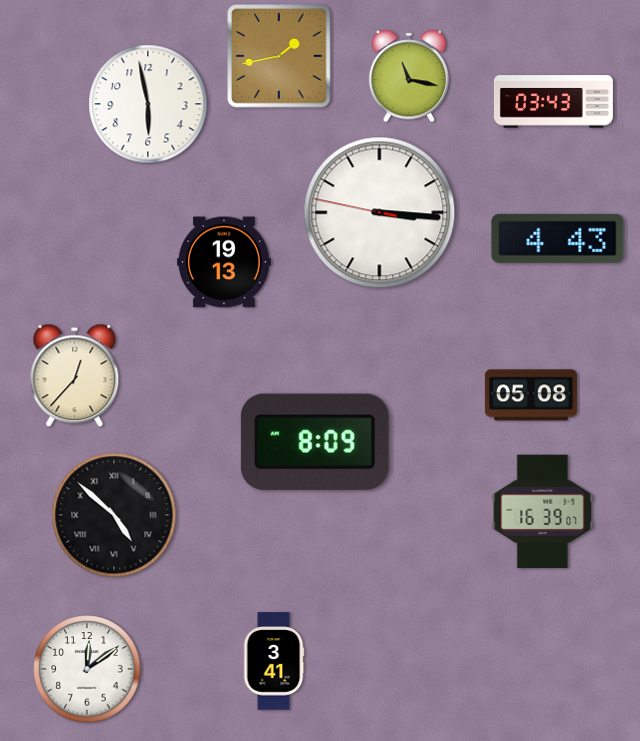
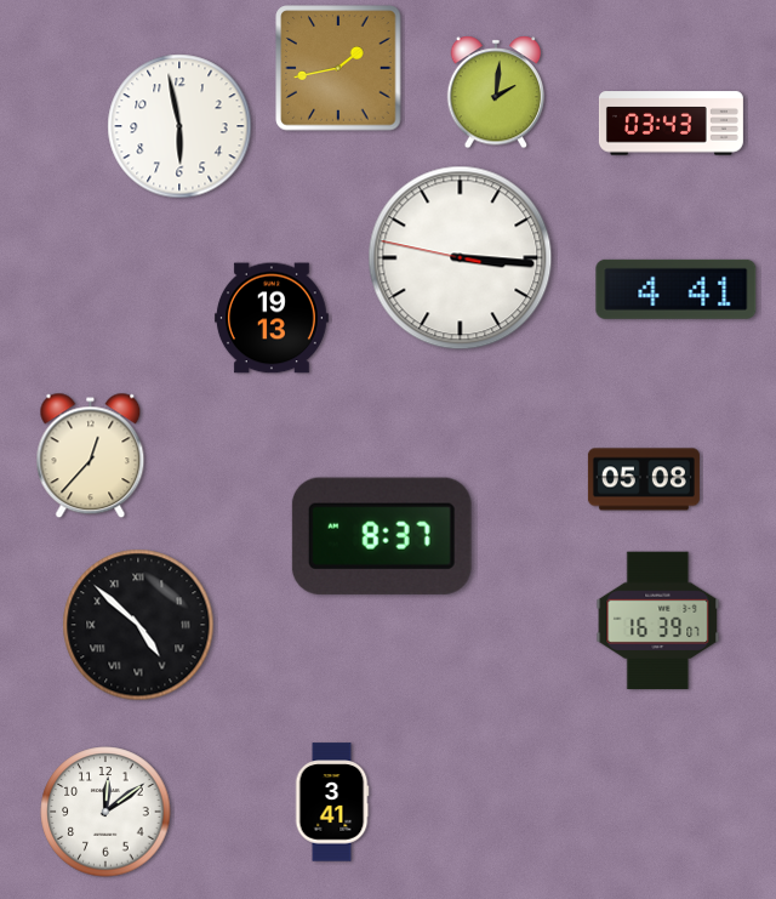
clock at (409, 76): 11:17 -> 2:01
clock at (558, 238): 4:43 -> 4:41
clock at (315, 442): 8:09 -> 8:37
